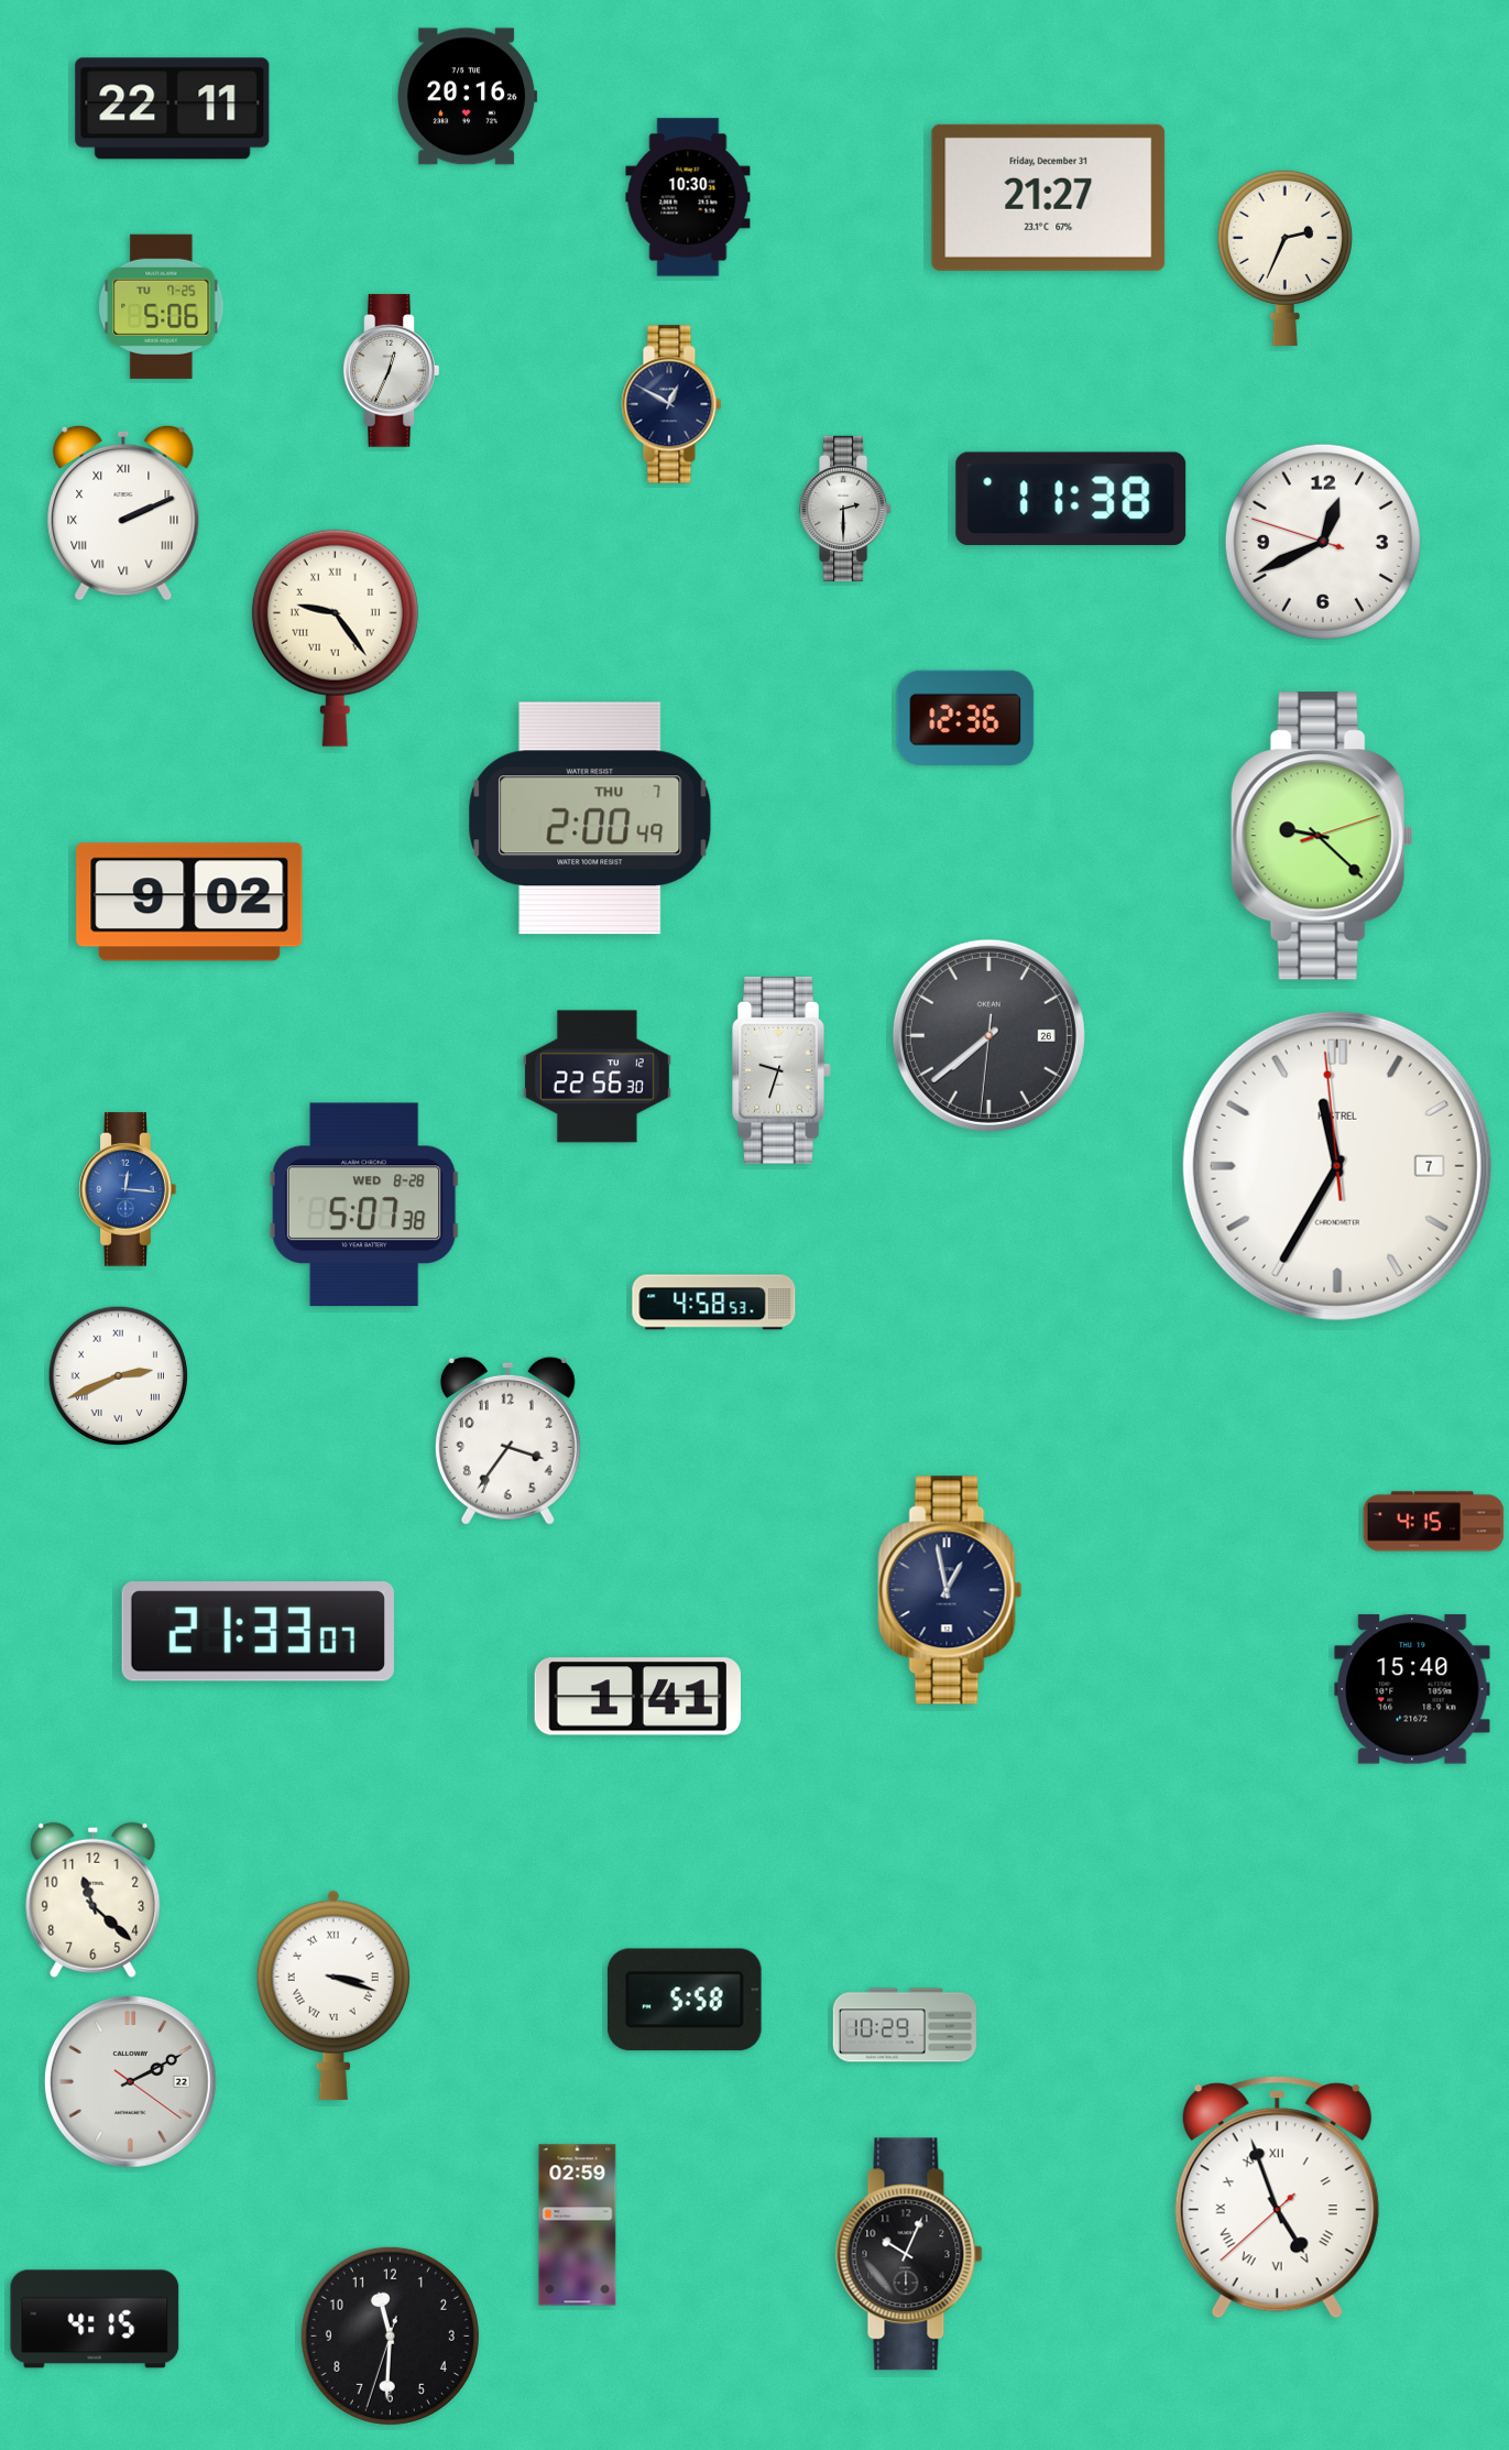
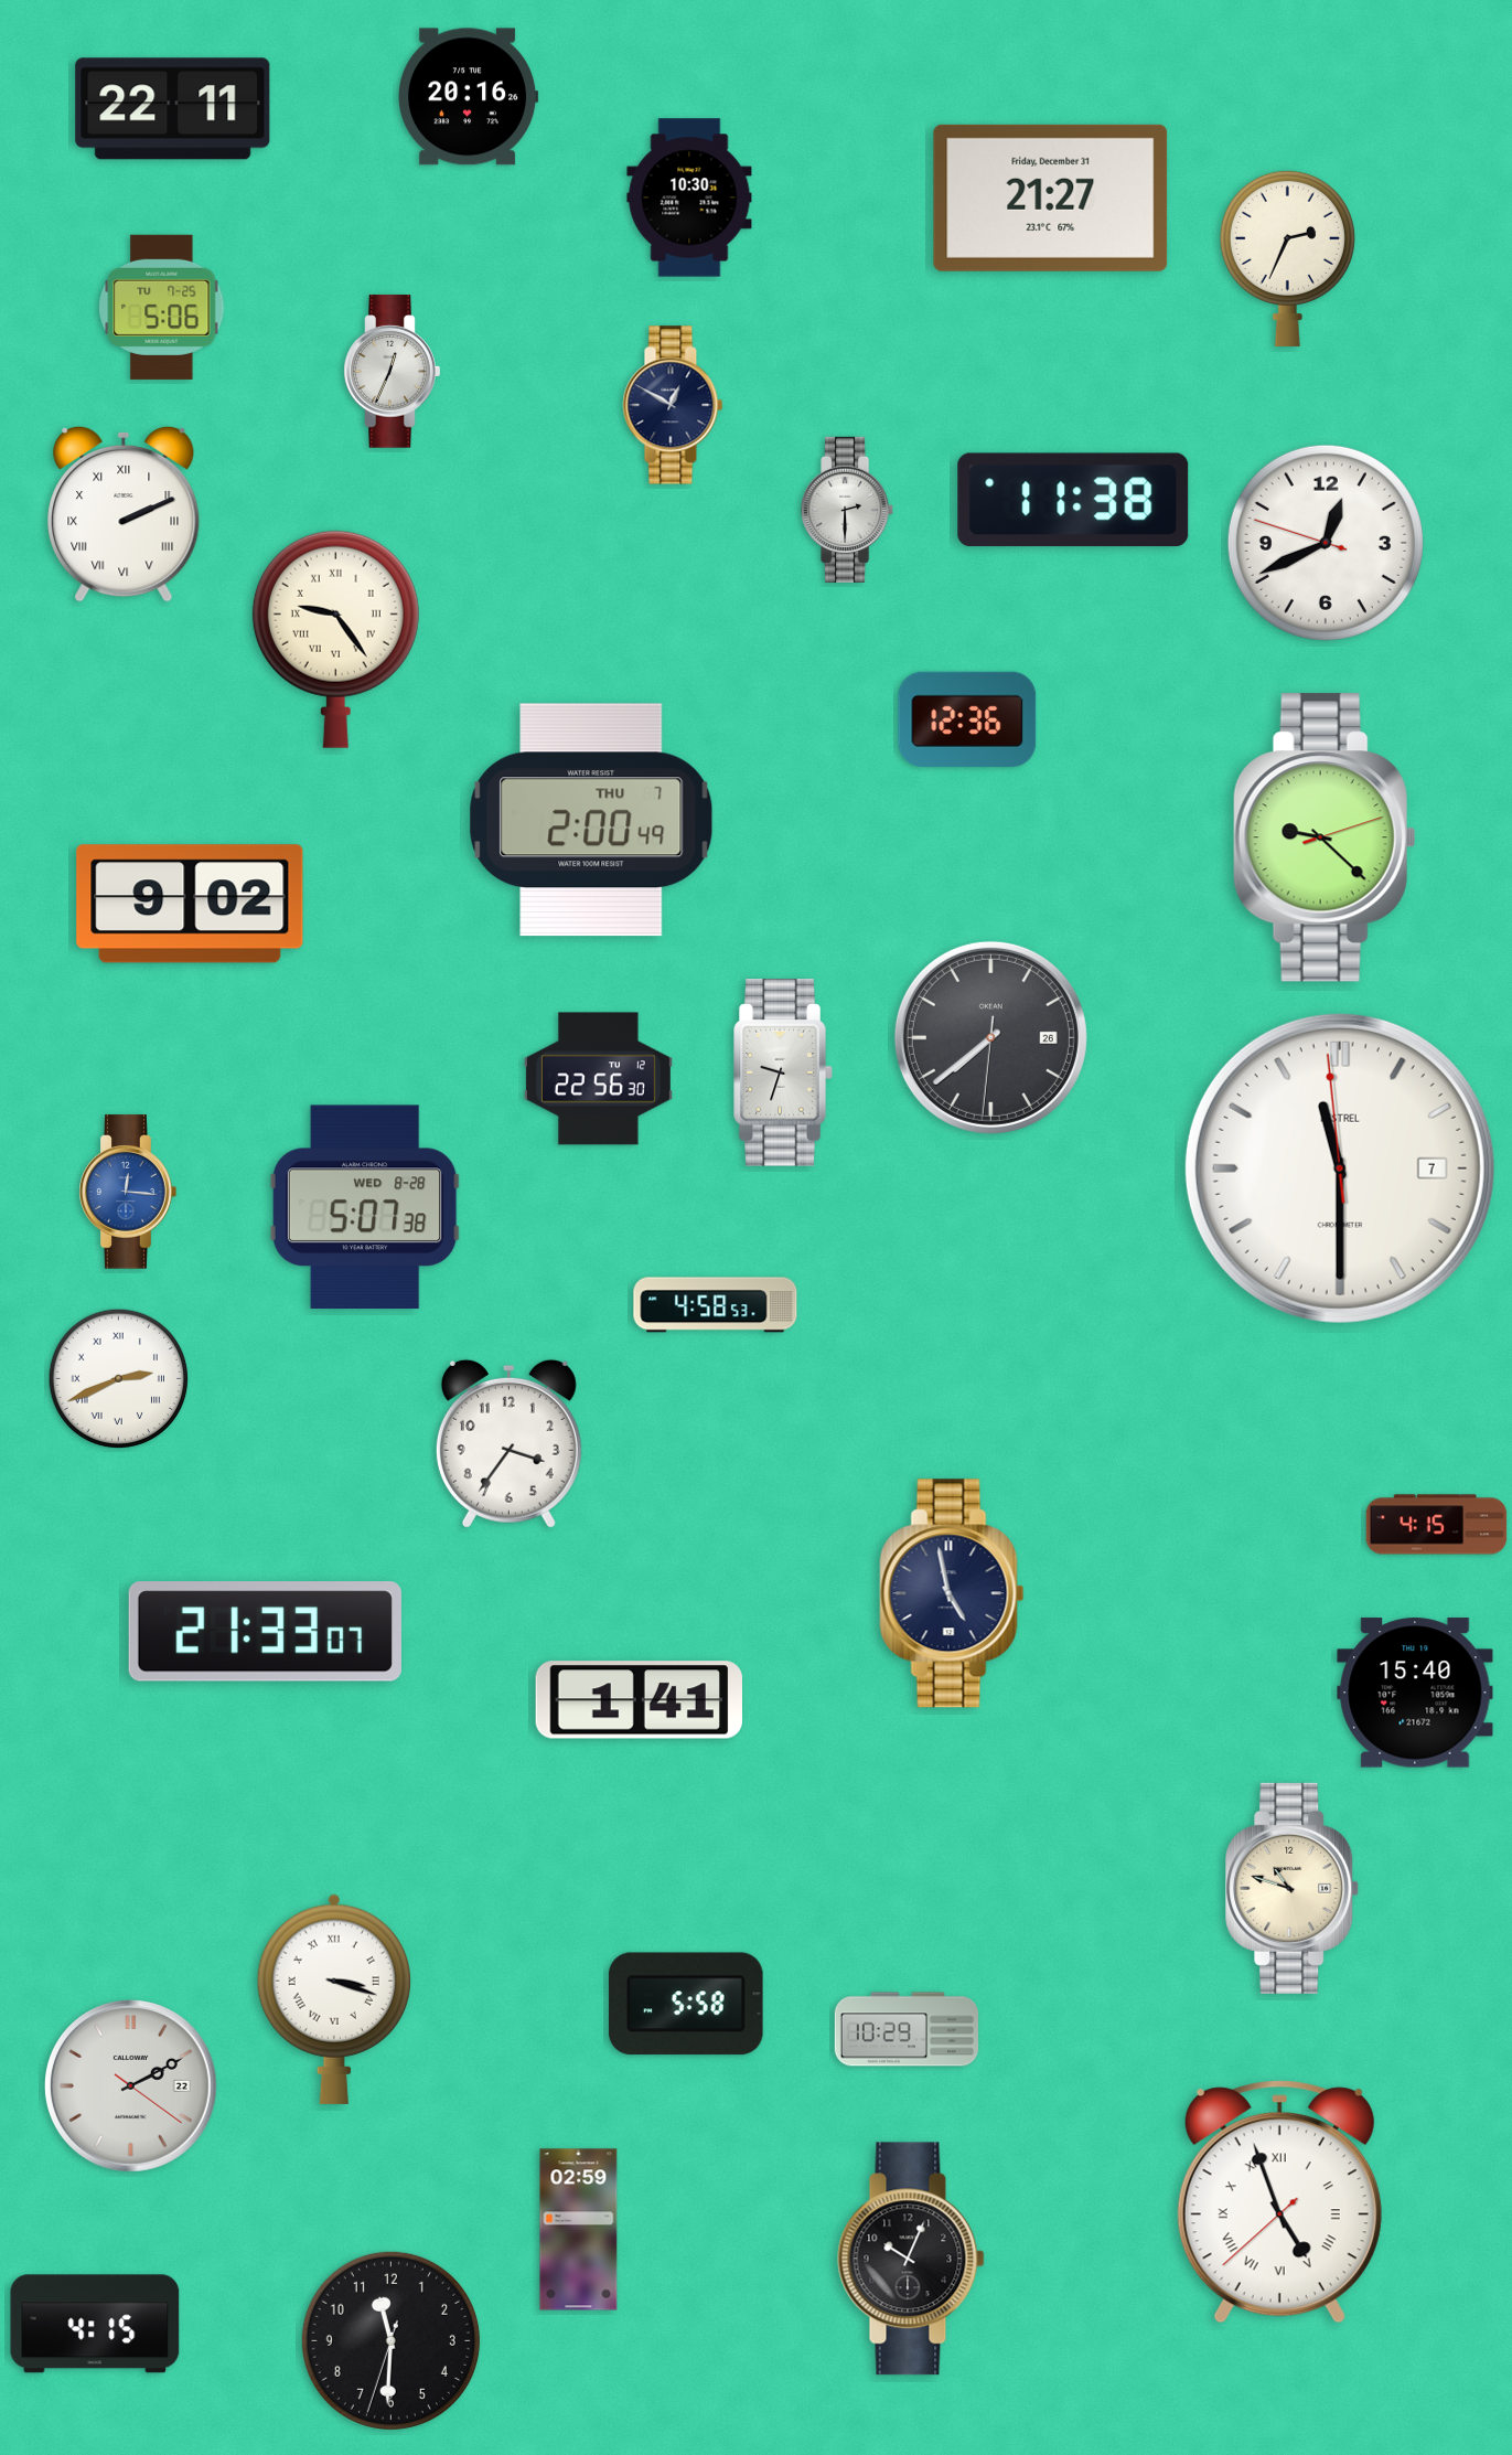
clock at (1337, 1166): 11:34 -> 11:29
clock at (950, 1590): 12:58 -> 4:58
clock at (258, 1632) position: (258, 1632) -> (265, 1632)
clock at (1293, 1888): none -> 10:48
clock at (94, 1899): 11:22 -> none
